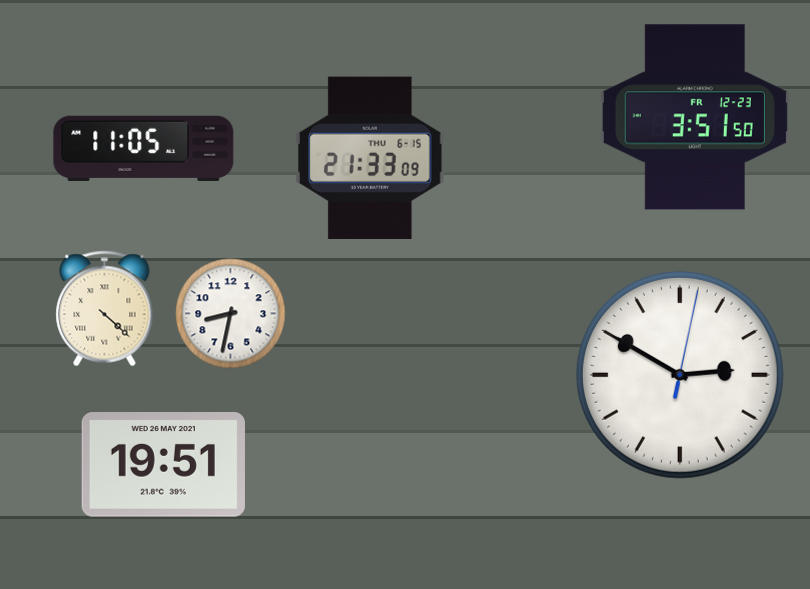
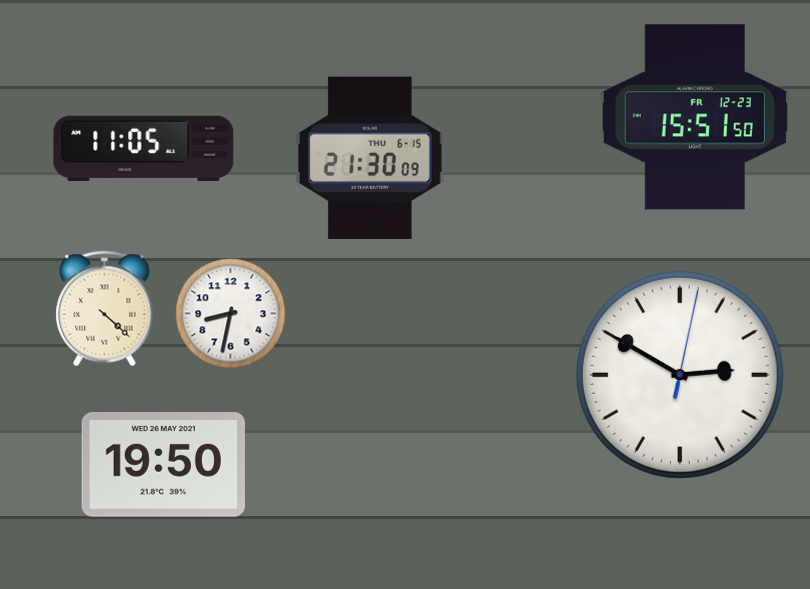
clock at (695, 117): 3:51 -> 15:51
clock at (371, 158): 21:33 -> 21:30
clock at (163, 465): 19:51 -> 19:50
